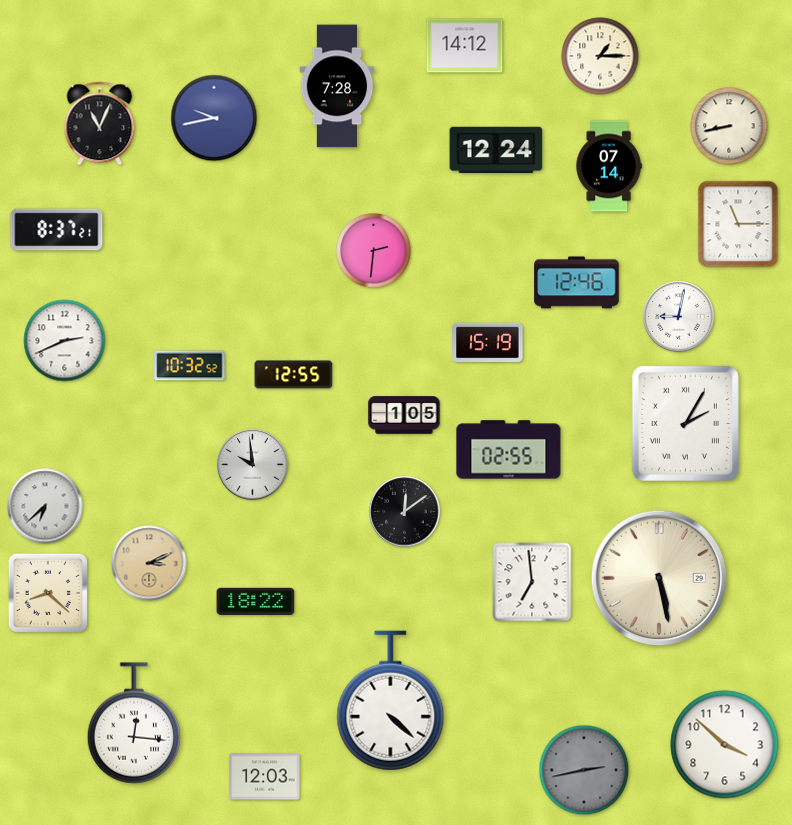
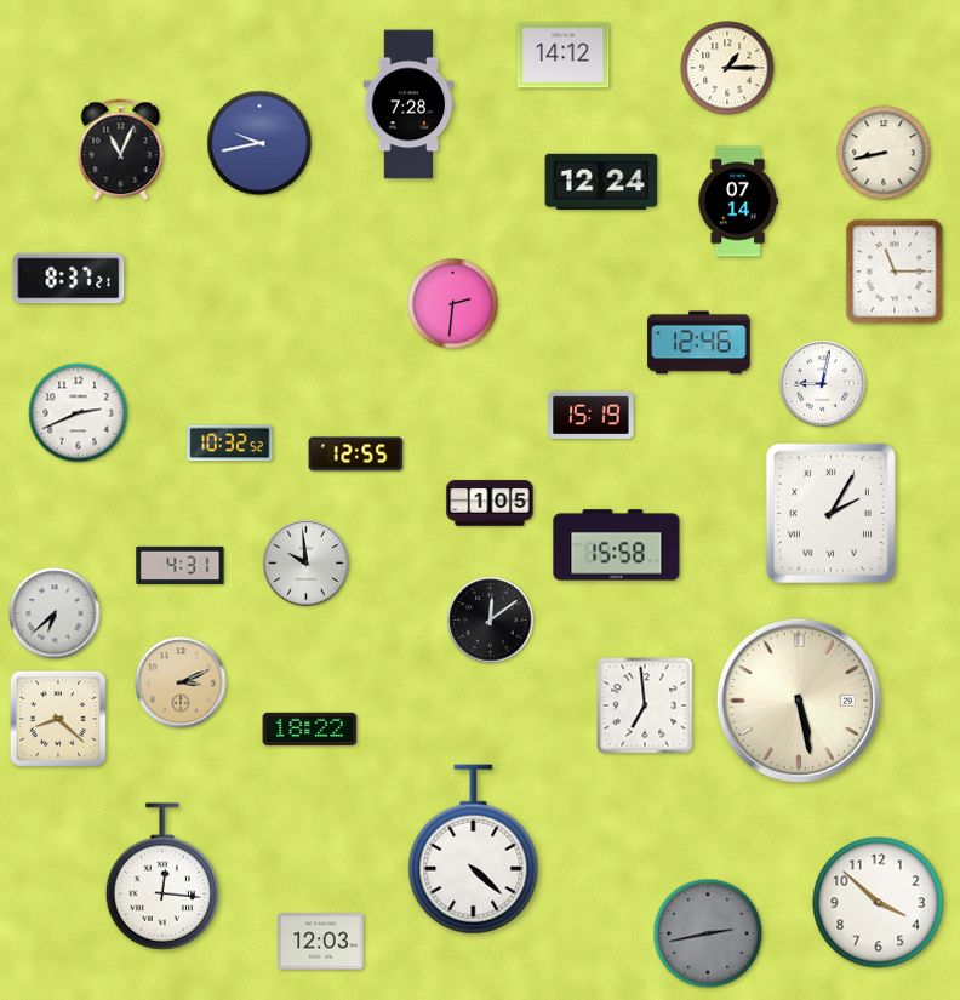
clock at (509, 450): 02:55 -> 15:58
clock at (181, 565): none -> 4:31
